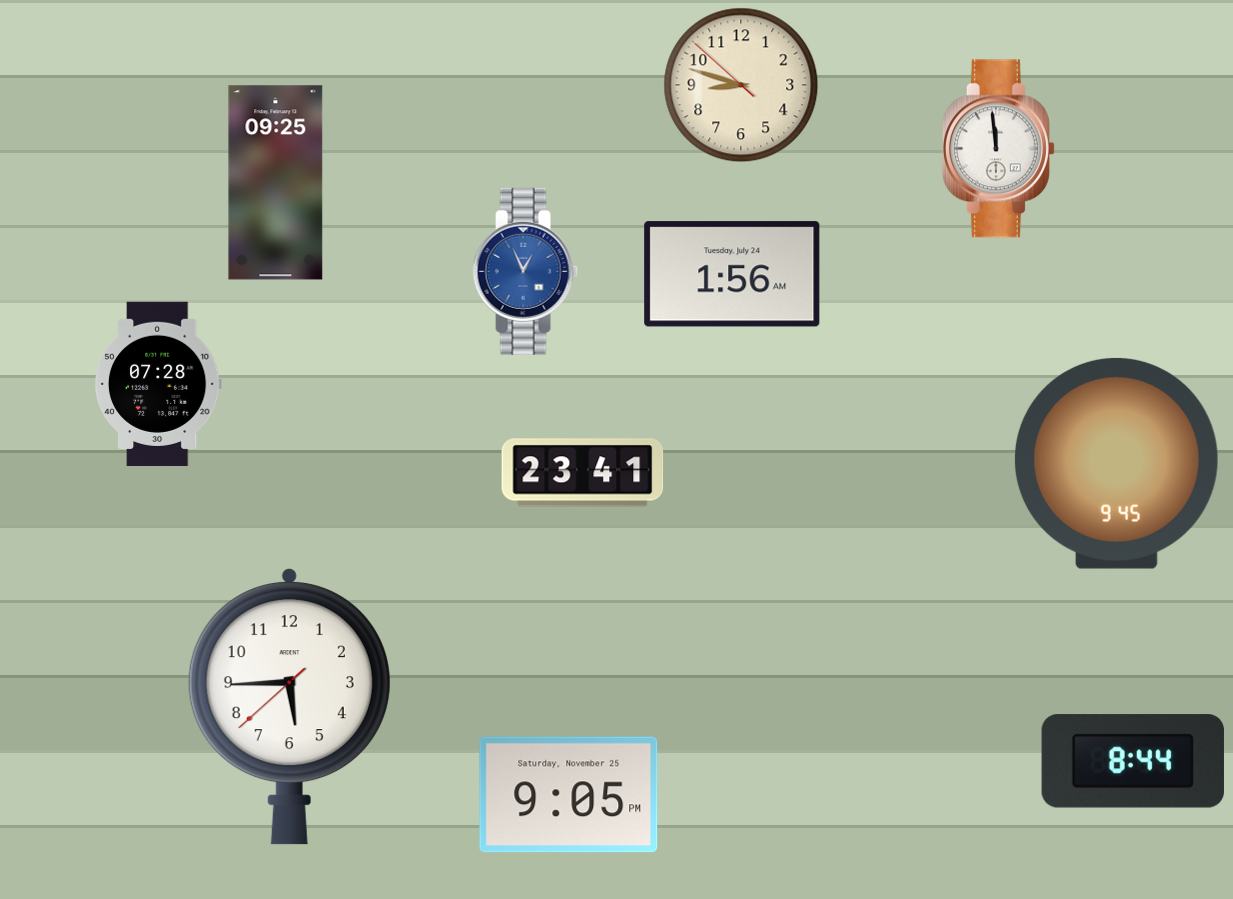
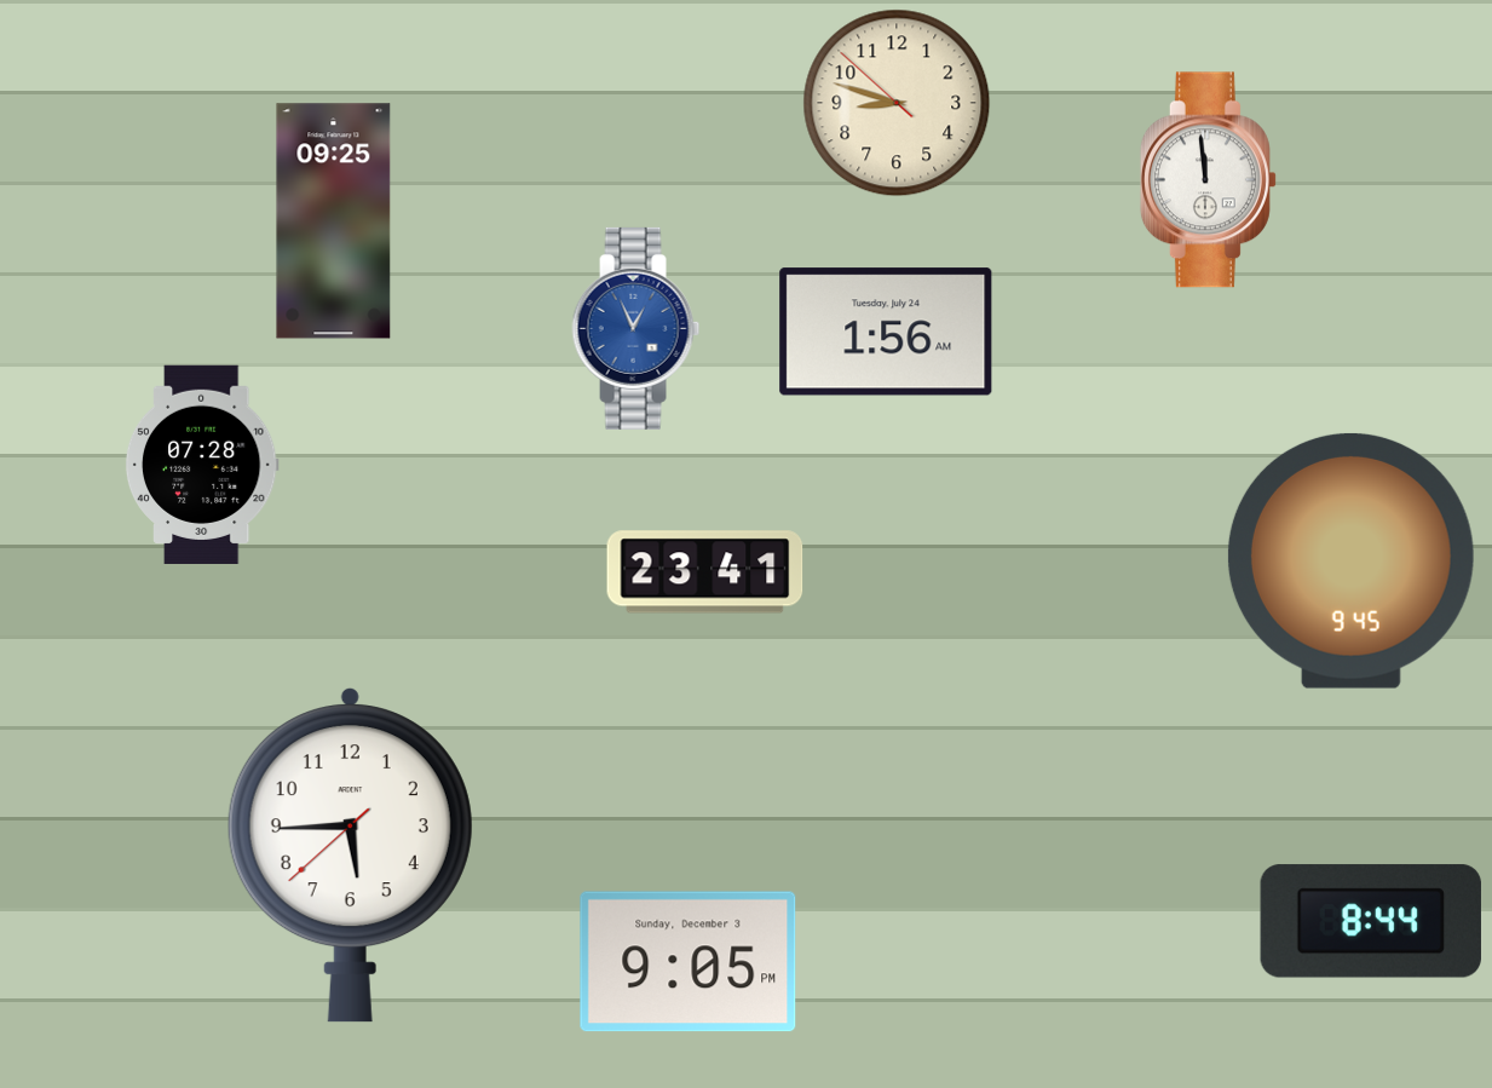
clock at (158, 384) position: (158, 384) -> (202, 465)
clock at (569, 795) date: Saturday, November 25 -> Sunday, December 3
